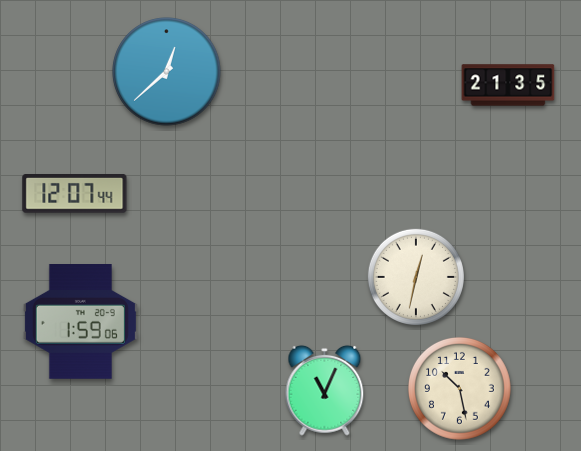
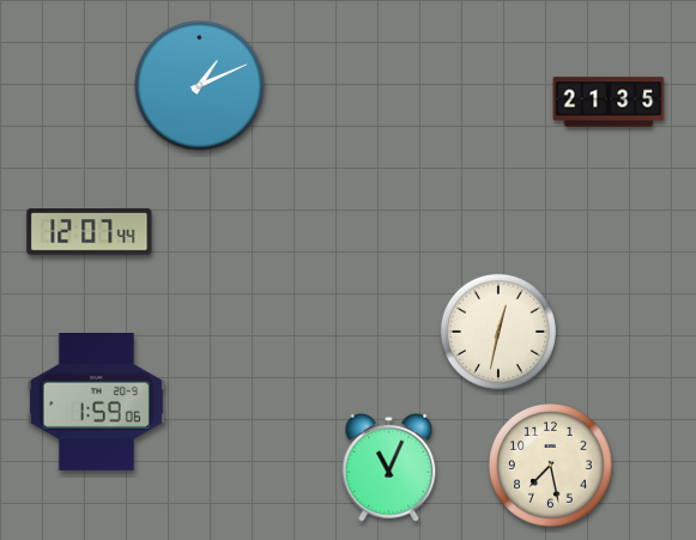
clock at (167, 72): 12:38 -> 1:11
clock at (80, 322) position: (80, 322) -> (96, 402)
clock at (460, 389): 10:28 -> 7:28
